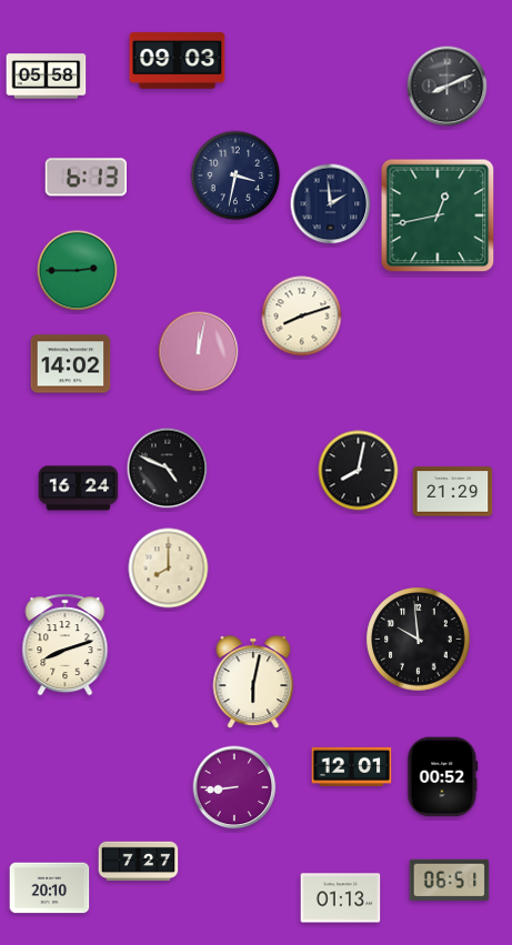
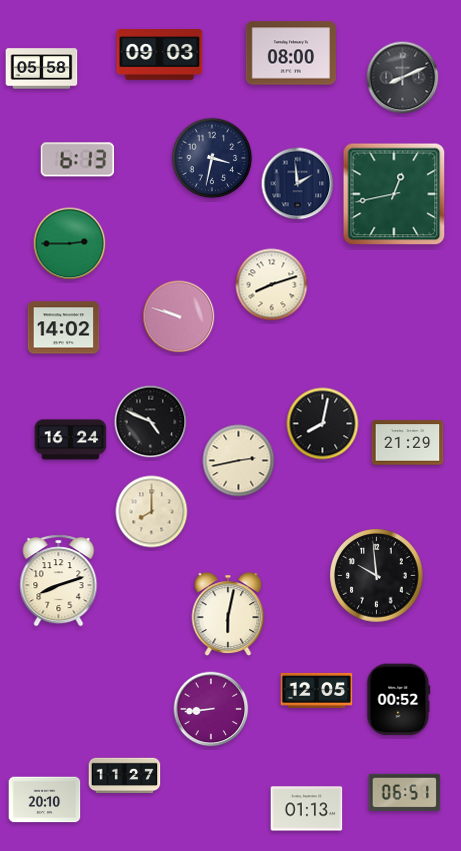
clock at (291, 53): none -> 08:00
clock at (199, 352): 12:02 -> 9:48
clock at (239, 461): none -> 2:43
clock at (352, 766): 12:01 -> 12:05
clock at (139, 862): 7:27 -> 11:27
